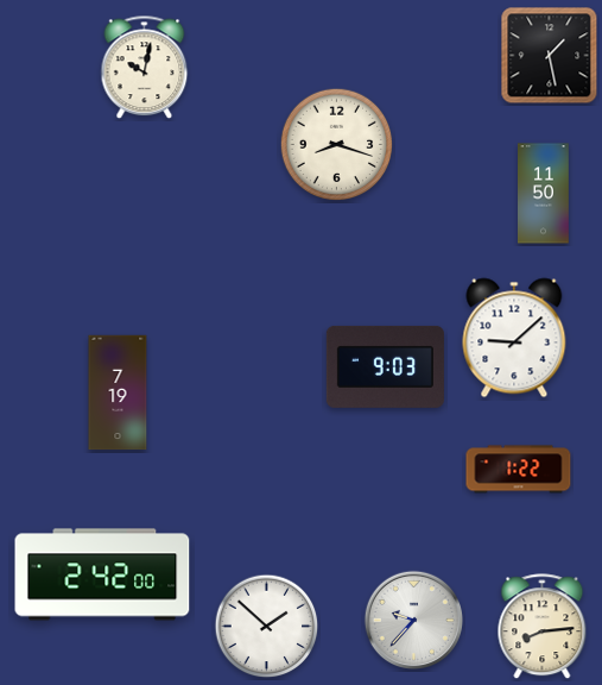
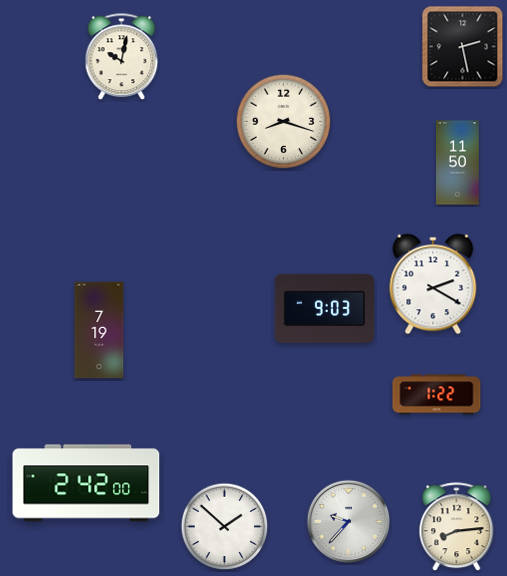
clock at (550, 56): 1:28 -> 2:28
clock at (514, 338): 9:08 -> 2:20
